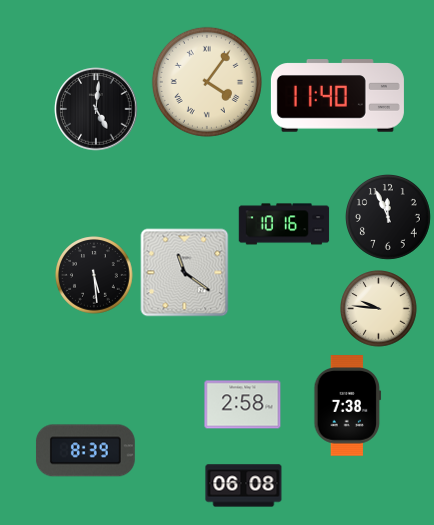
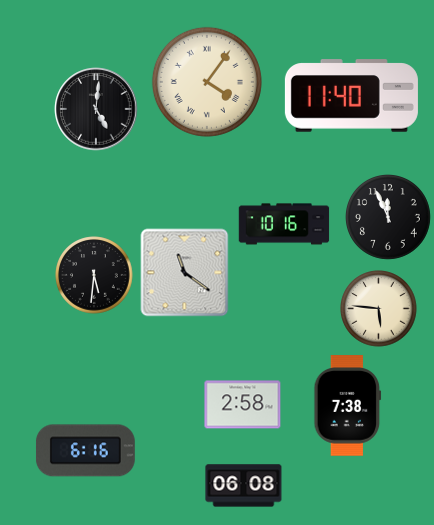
clock at (337, 96) position: (337, 96) -> (351, 96)
clock at (94, 275): 5:29 -> 5:31
clock at (379, 309): 9:46 -> 5:46
clock at (85, 451): 8:39 -> 6:16
